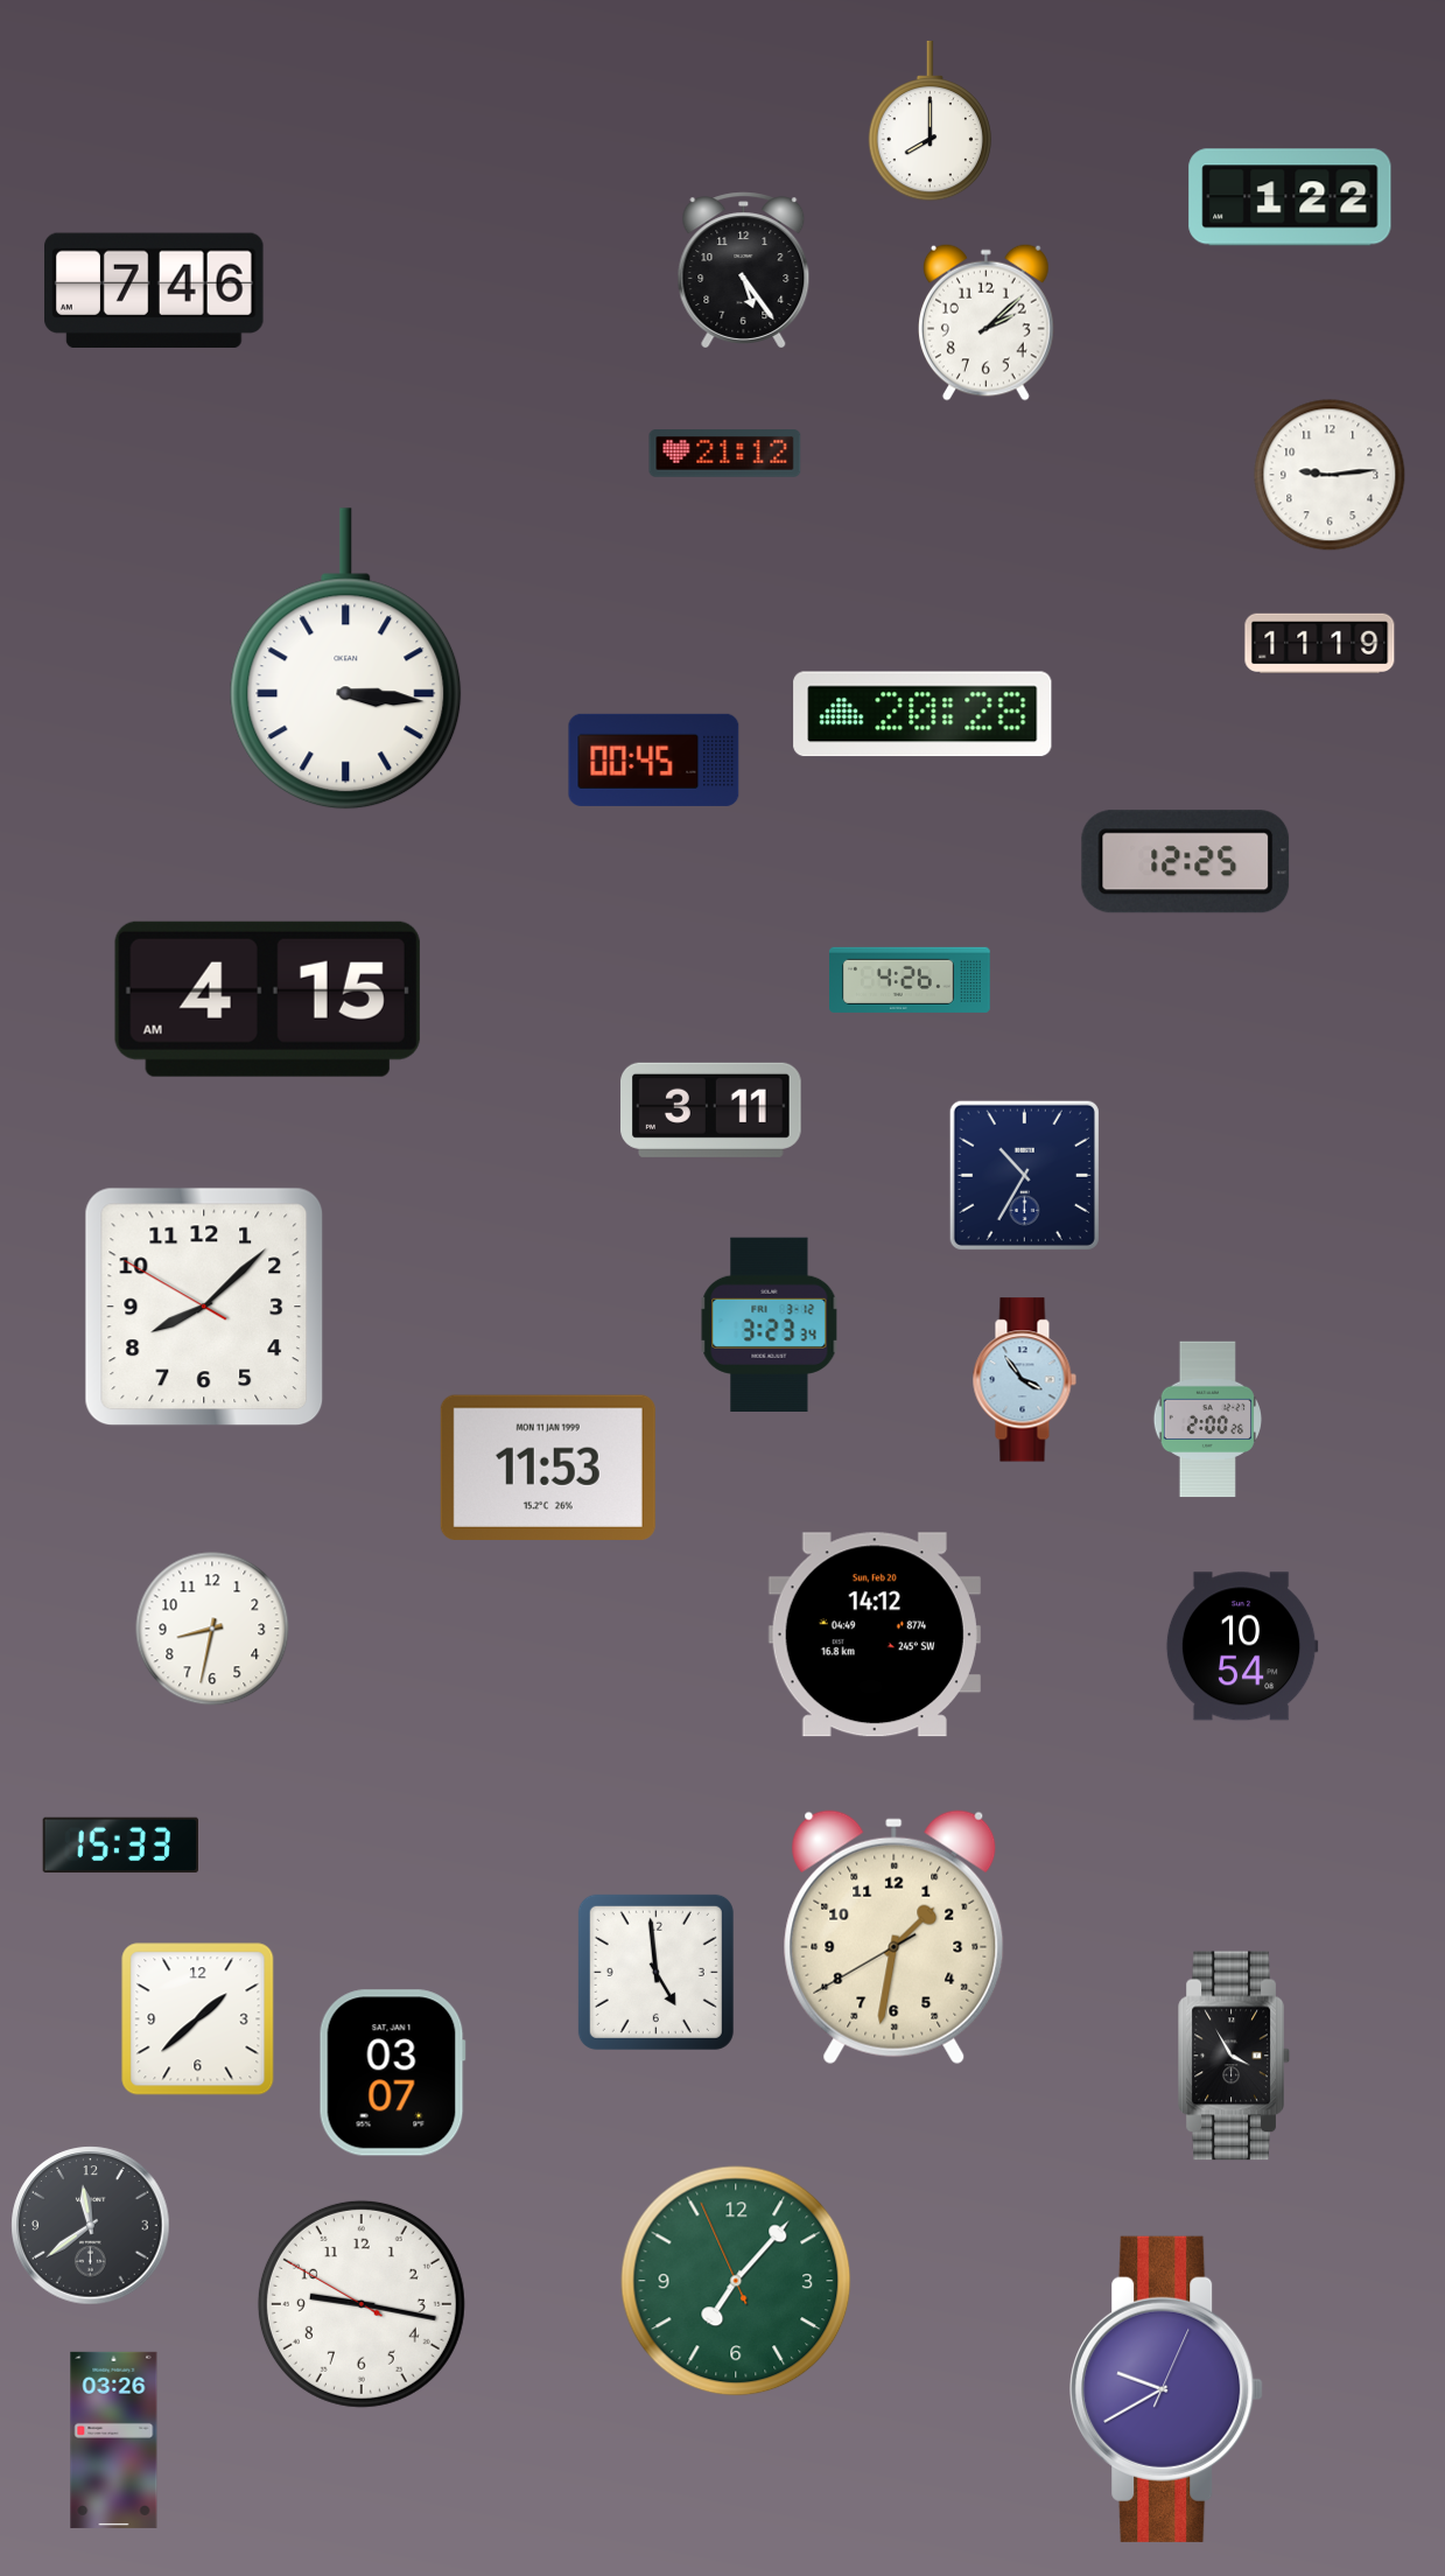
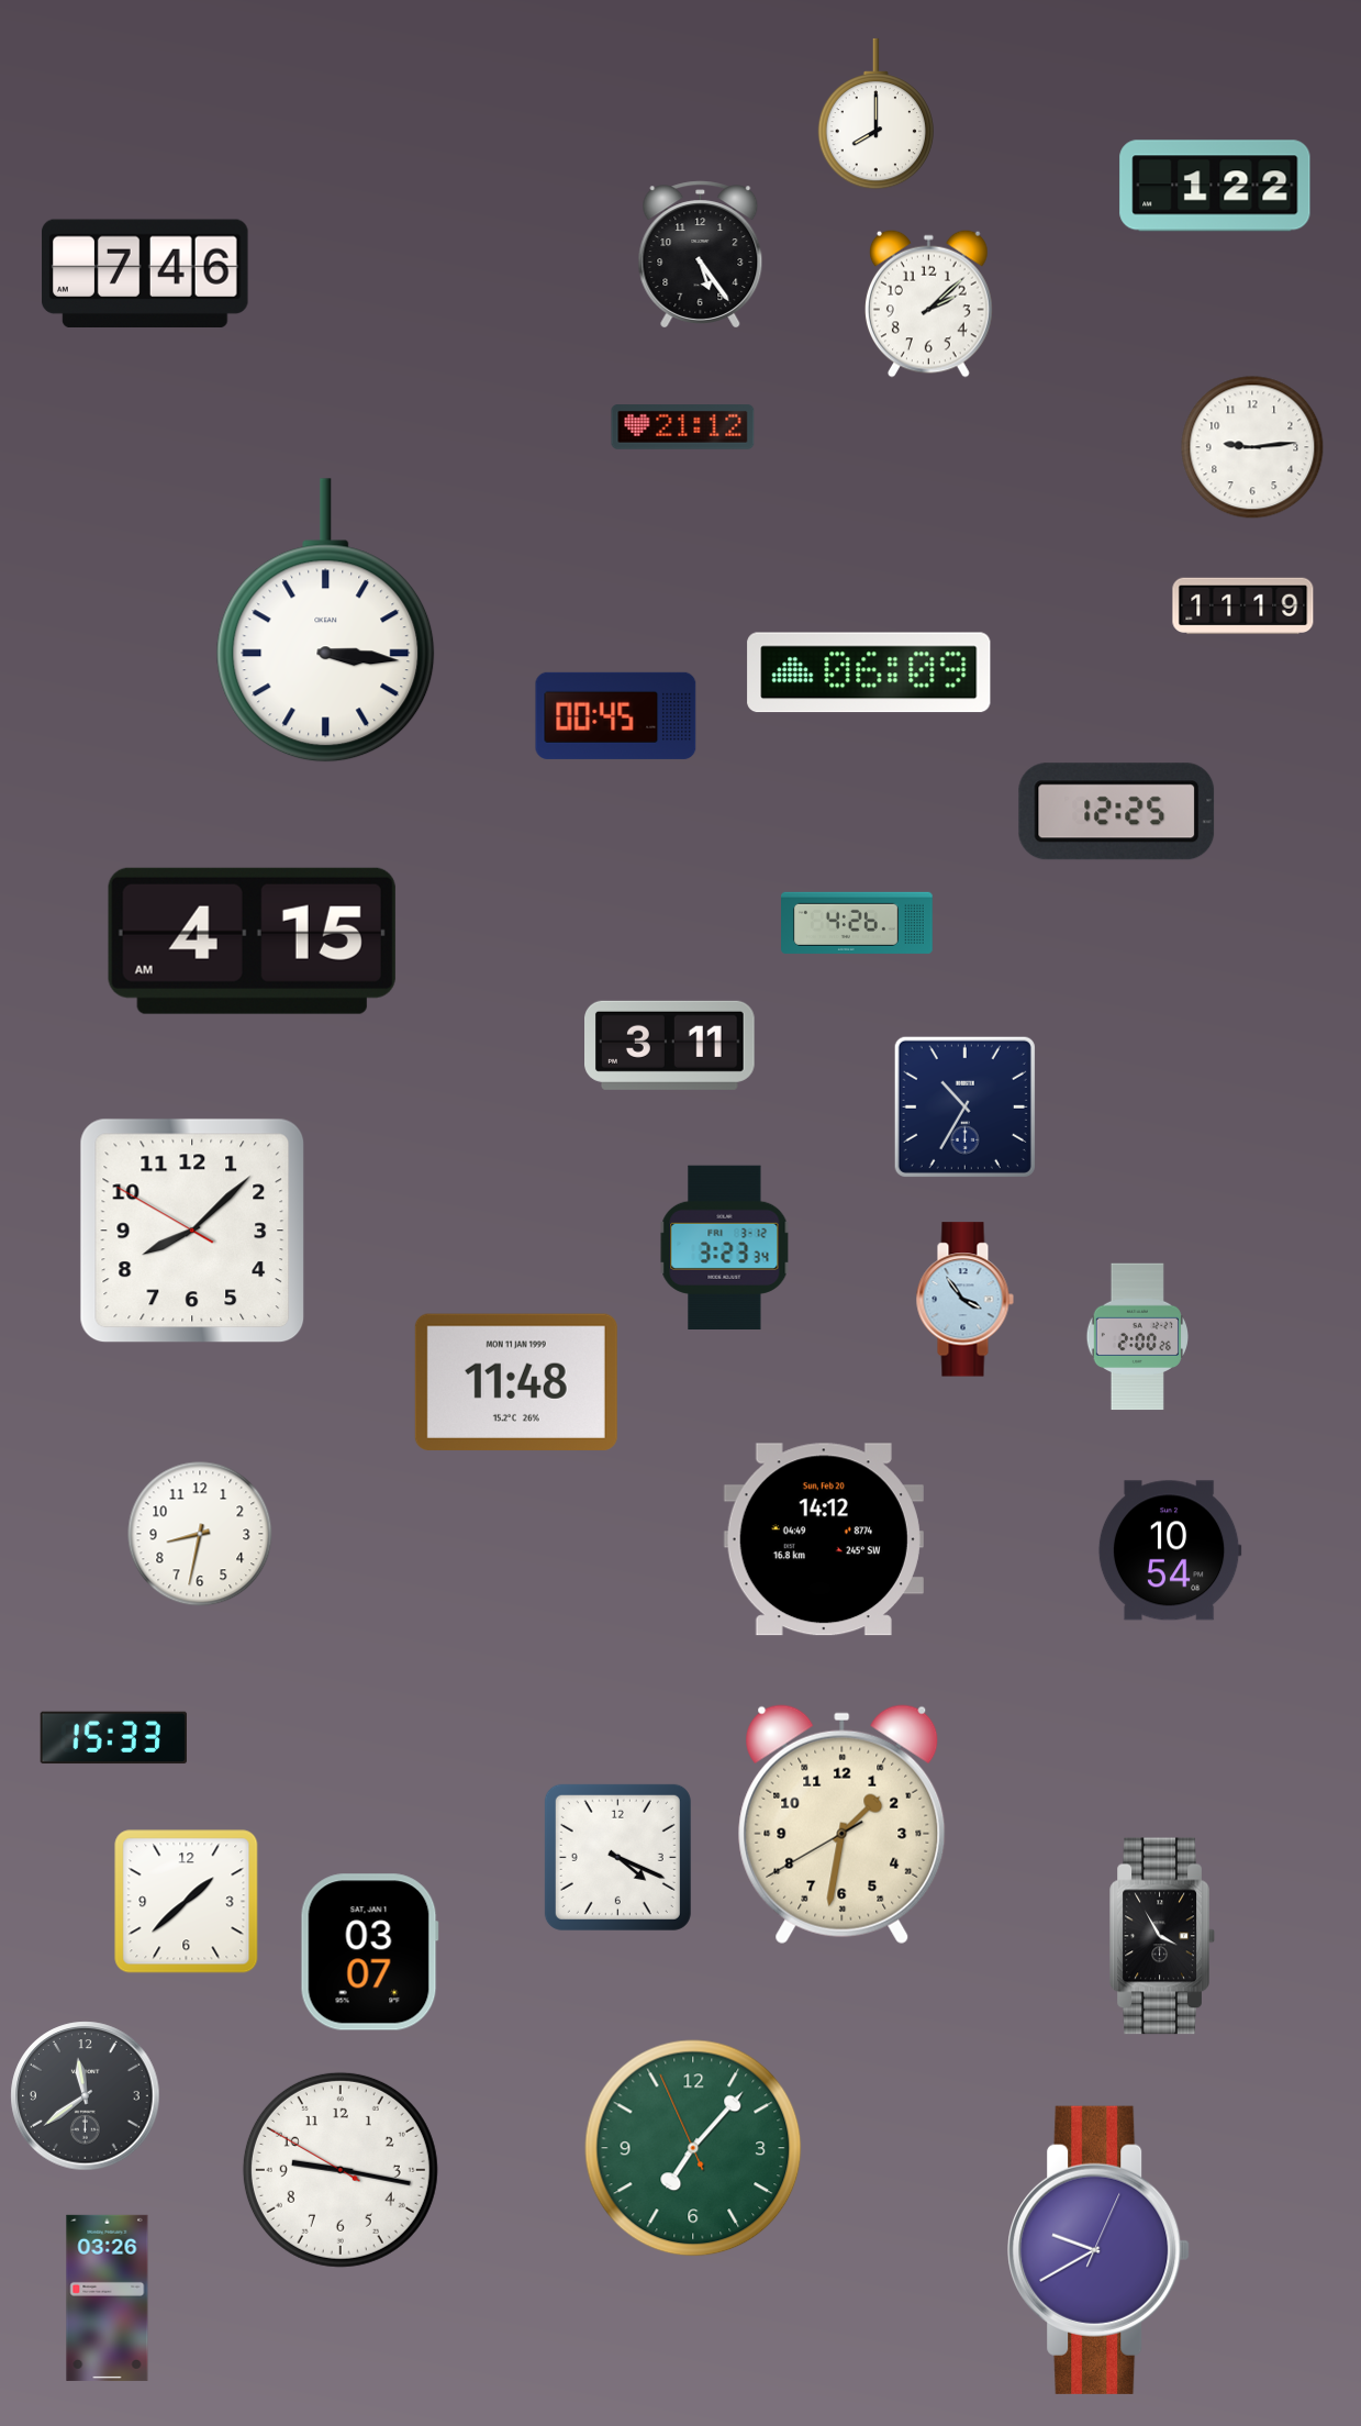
clock at (923, 714): 20:28 -> 06:09
clock at (548, 1468): 11:53 -> 11:48
clock at (655, 1972): 4:59 -> 4:19
